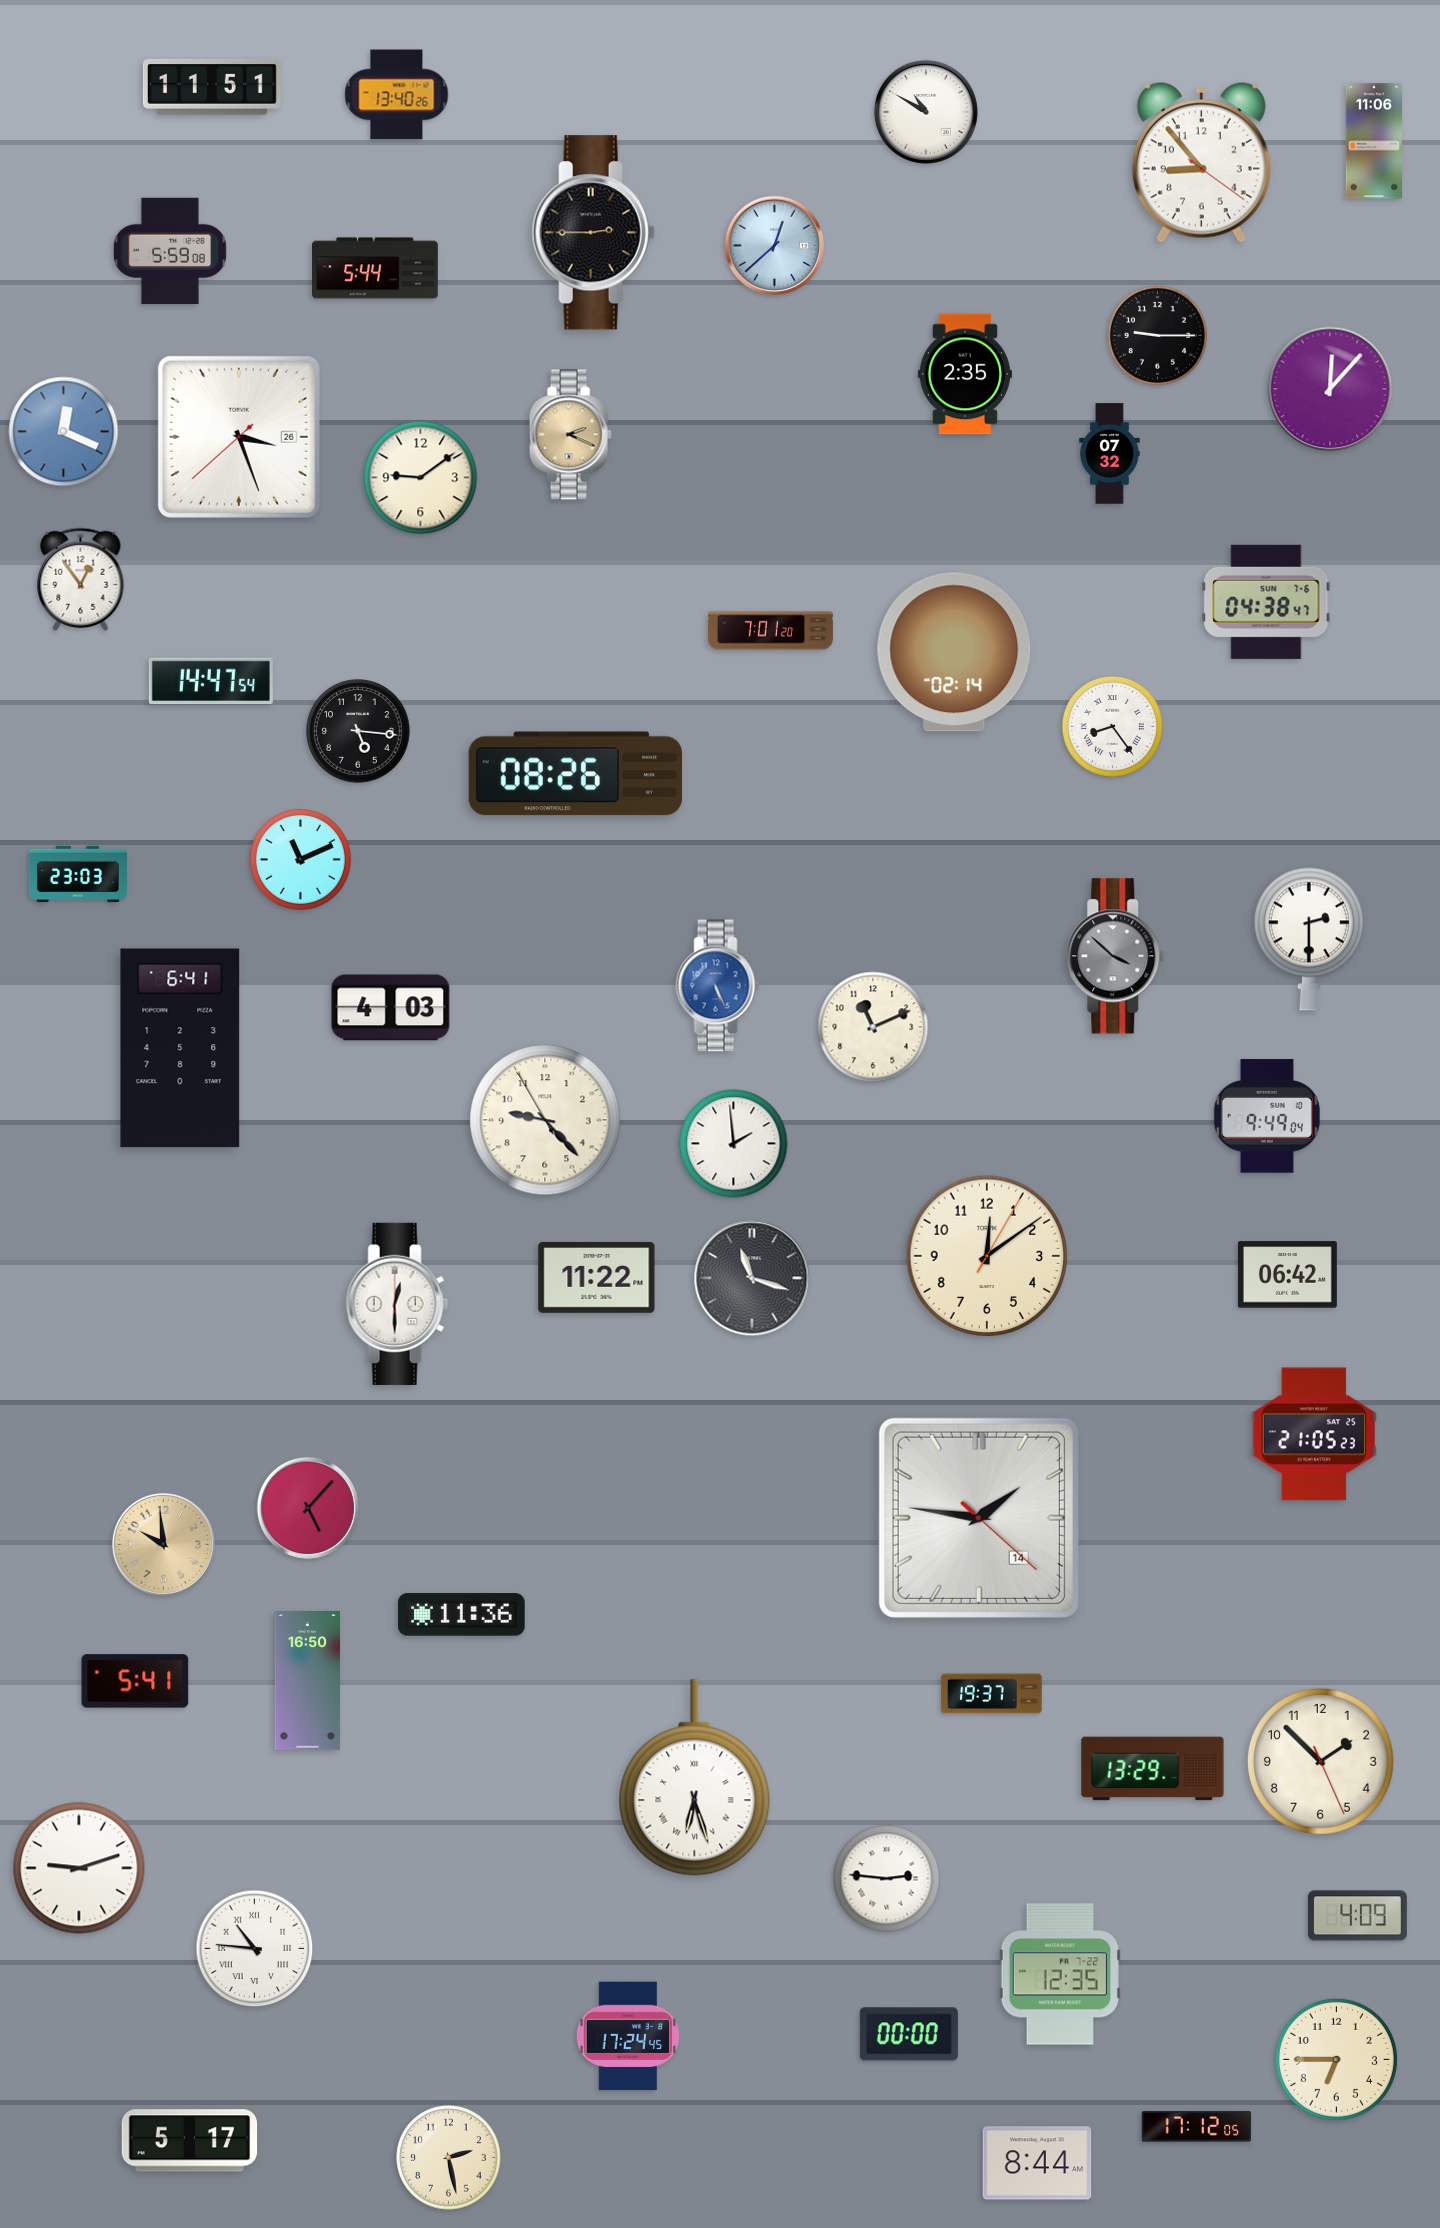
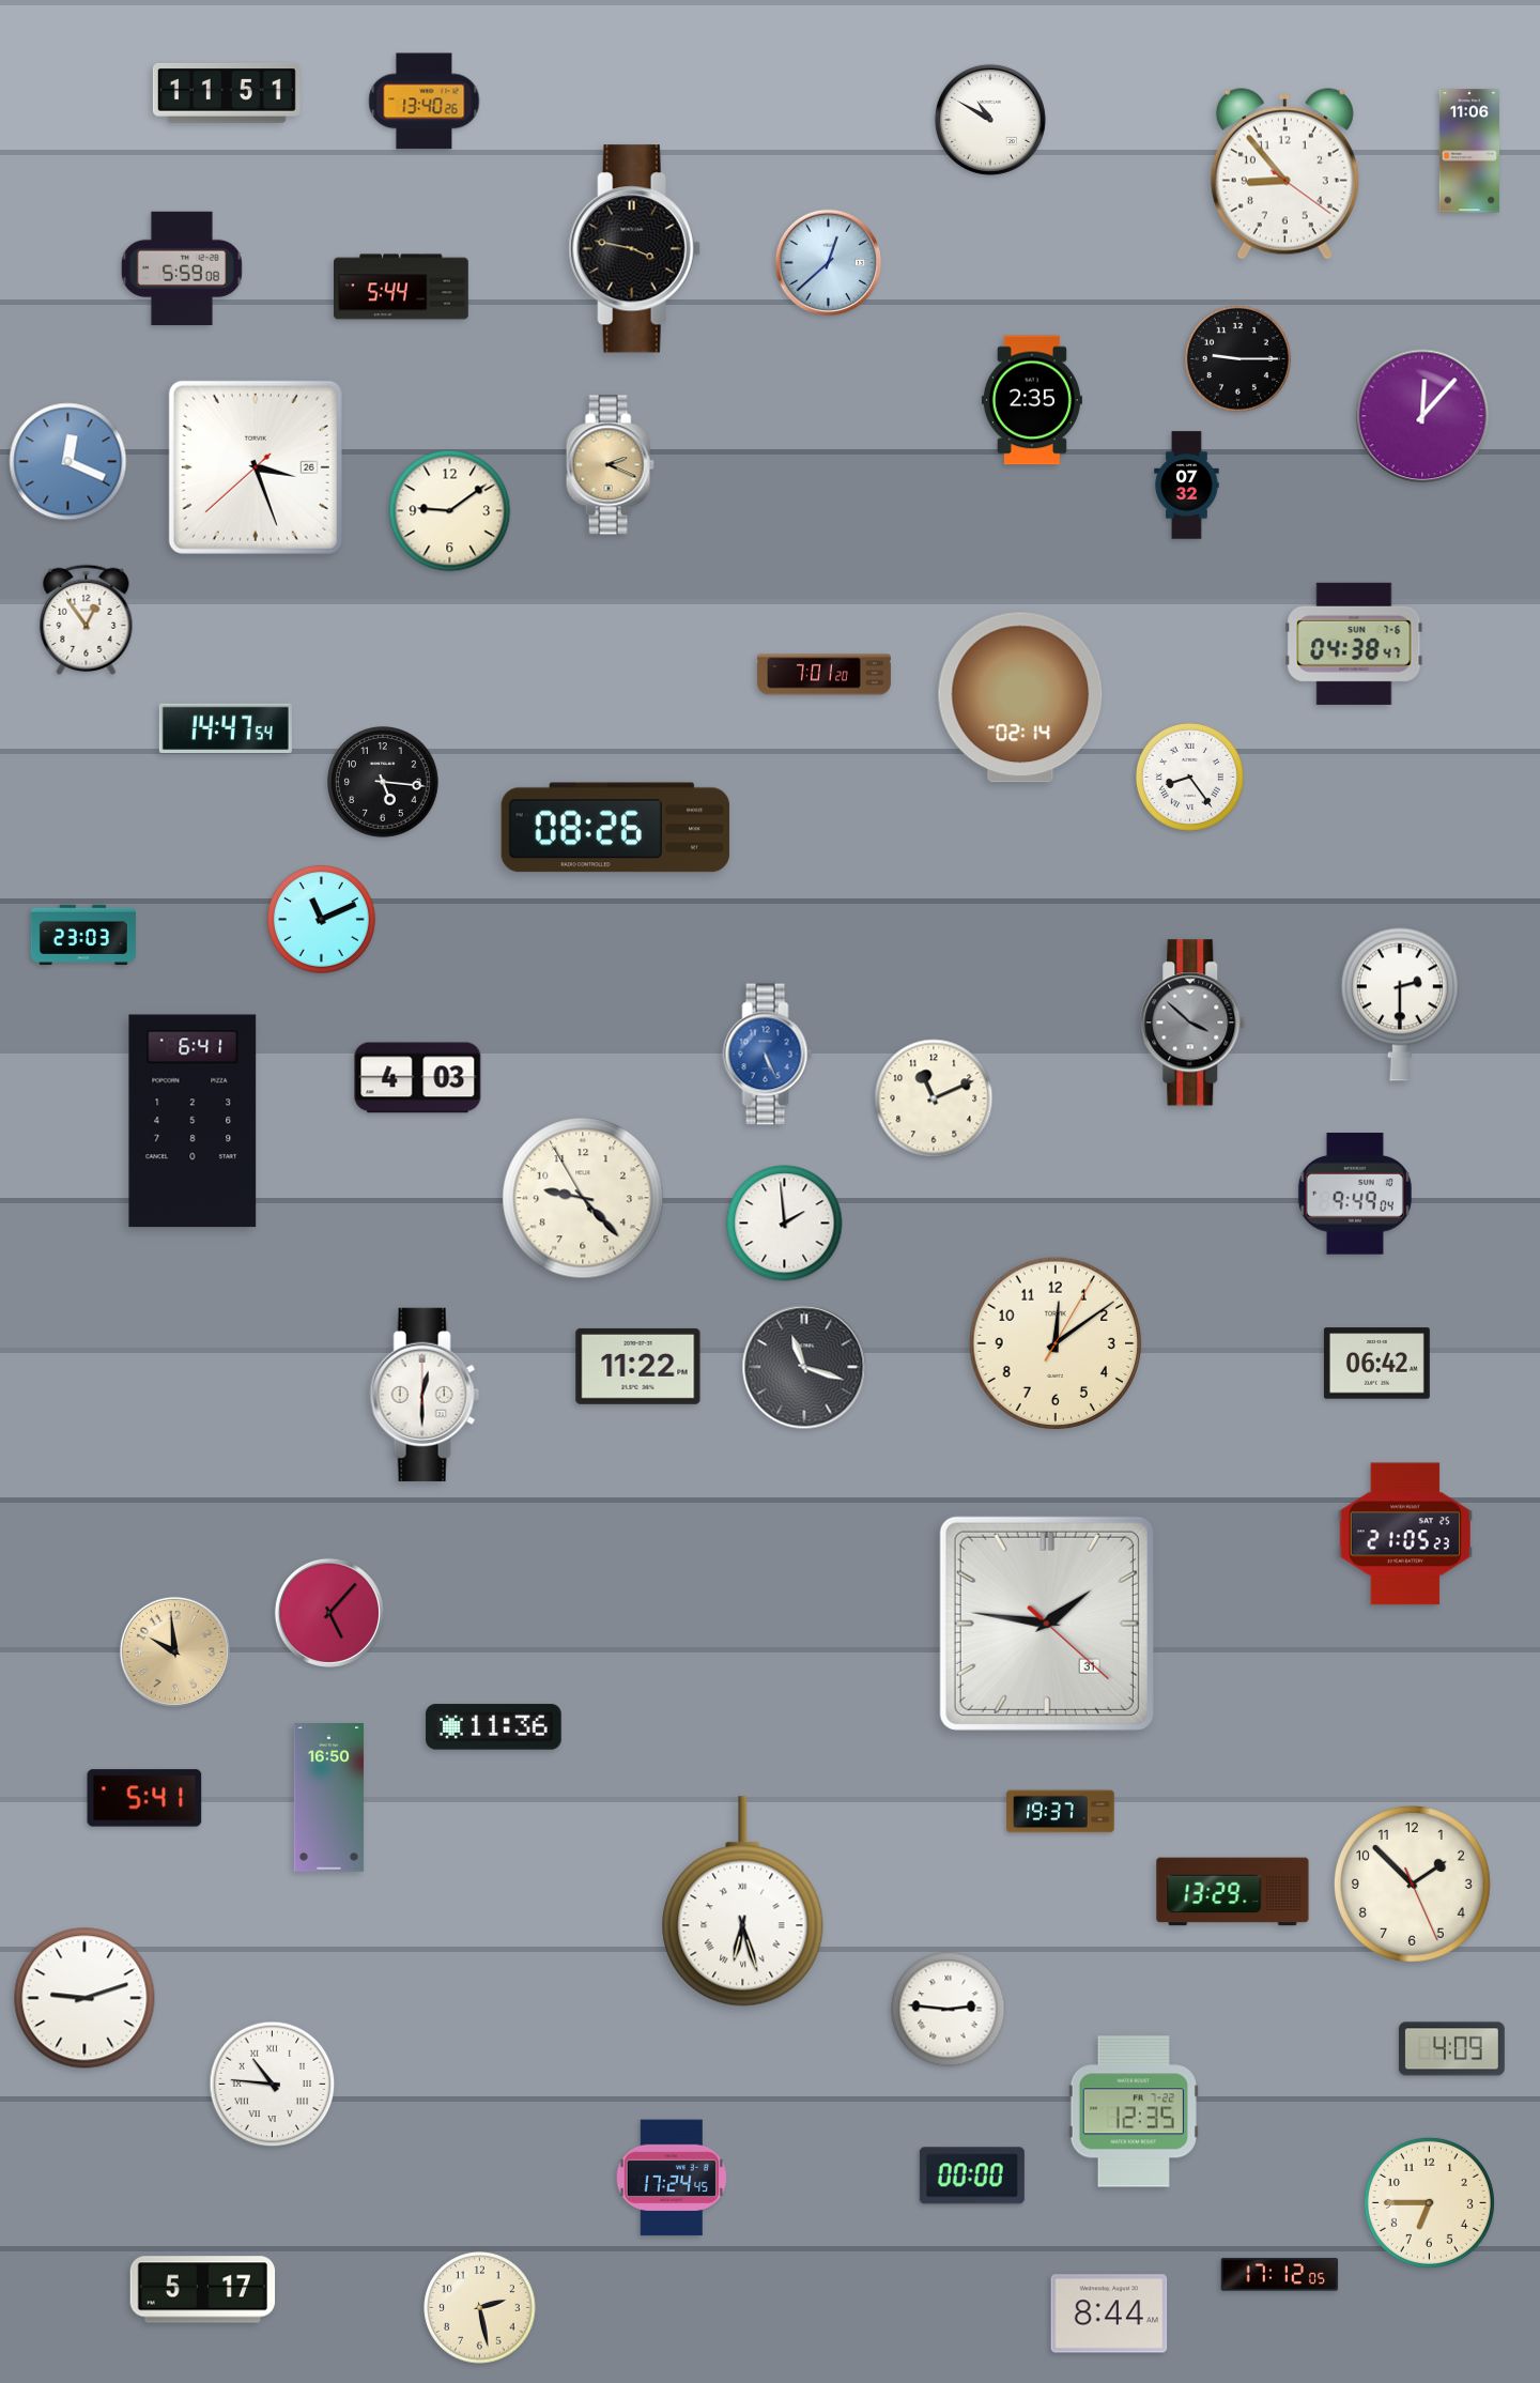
clock at (593, 233): 2:45 -> 3:47
clock at (979, 1518) date: 14 -> 31
